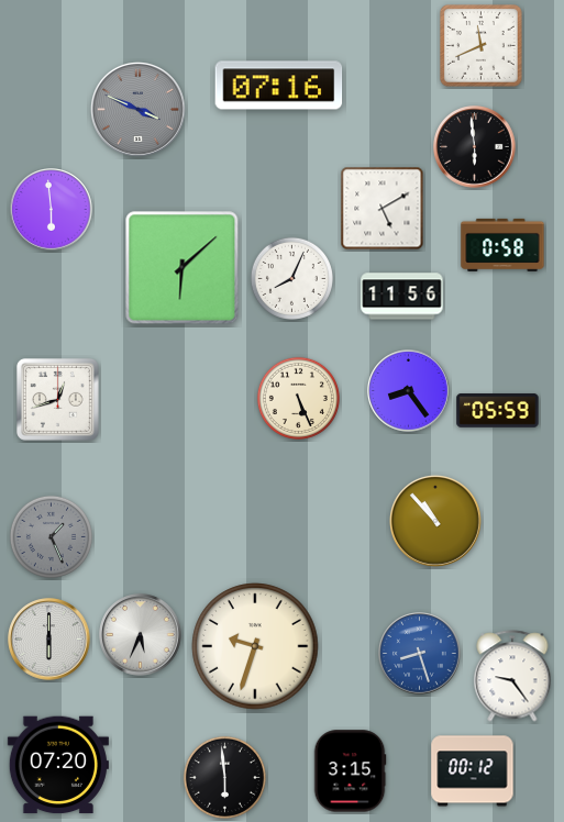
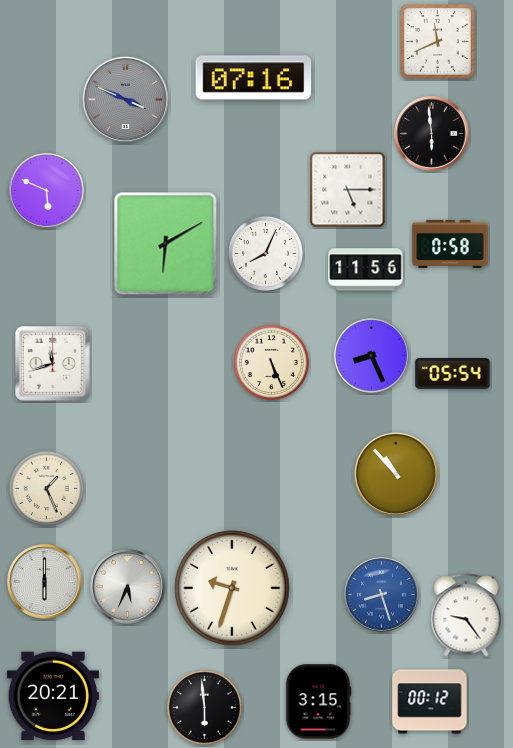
clock at (383, 209): 5:10 -> 5:15
clock at (52, 210): 5:59 -> 5:49
clock at (502, 245) position: (502, 245) -> (450, 244)
clock at (183, 268): 6:08 -> 6:10
clock at (409, 391): 8:24 -> 8:26
clock at (57, 399): 12:42 -> 11:42
clock at (498, 411): 05:59 -> 05:54
clock at (51, 536) dial: grey -> cream
clock at (141, 635) position: (141, 635) -> (128, 587)
clock at (58, 765): 07:20 -> 20:21
